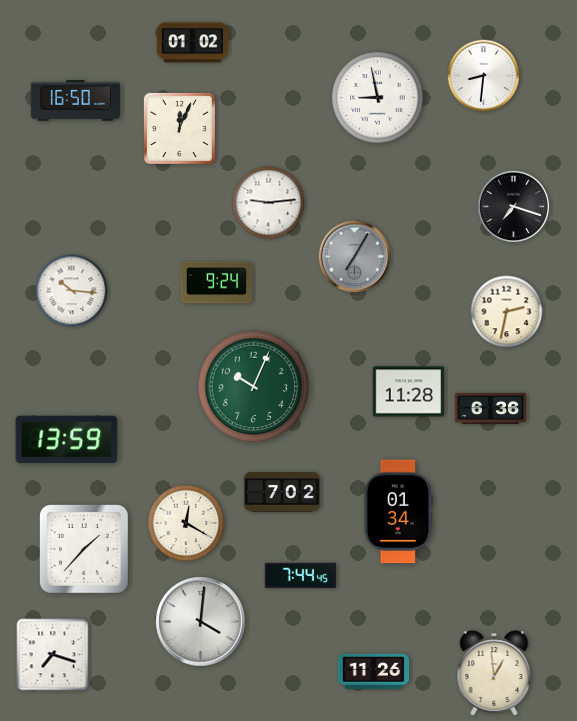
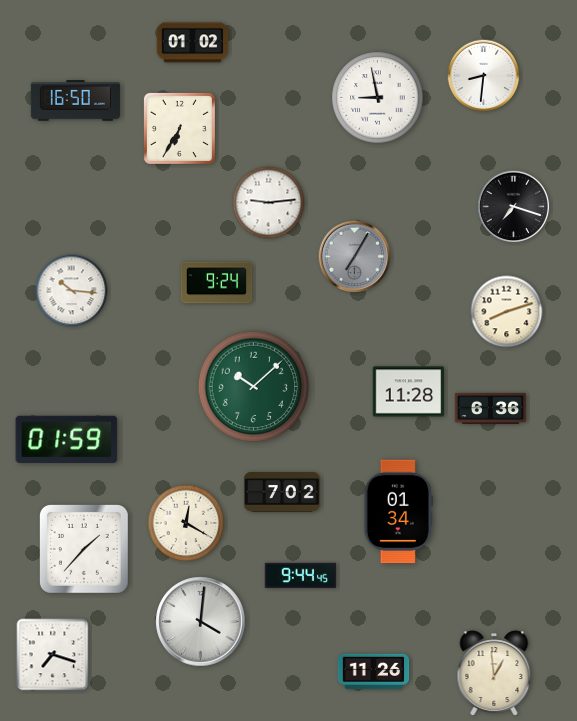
clock at (179, 128): 12:04 -> 6:35
clock at (507, 312): 2:32 -> 8:12
clock at (254, 387): 10:04 -> 10:08
clock at (67, 439): 13:59 -> 01:59
clock at (301, 575): 7:44 -> 9:44
